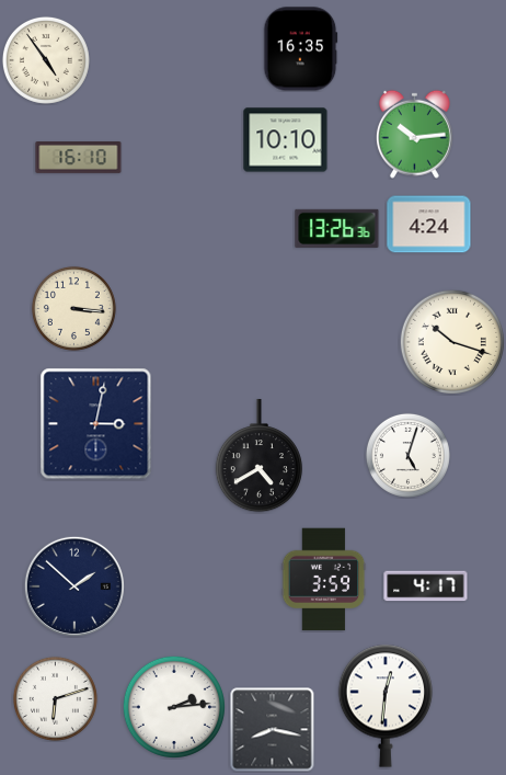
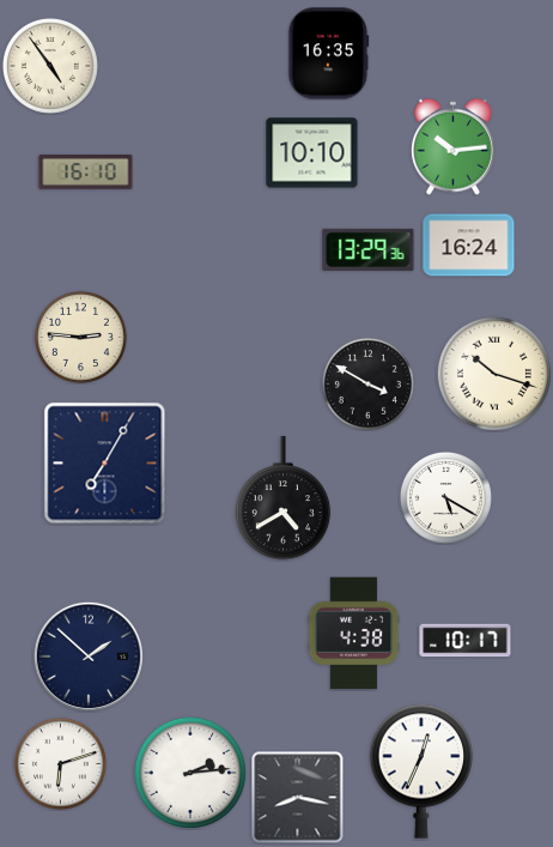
clock at (429, 225): 4:24 -> 16:24
clock at (337, 228): 13:26 -> 13:29
clock at (73, 308): 3:16 -> 2:46
clock at (367, 383): none -> 3:50
clock at (96, 424): 3:02 -> 7:05
clock at (407, 455): 5:03 -> 5:20
clock at (324, 580): 3:59 -> 4:38
clock at (74, 586) position: (74, 586) -> (89, 657)
clock at (426, 586): 4:17 -> 10:17
clock at (386, 706): 12:31 -> 12:34
